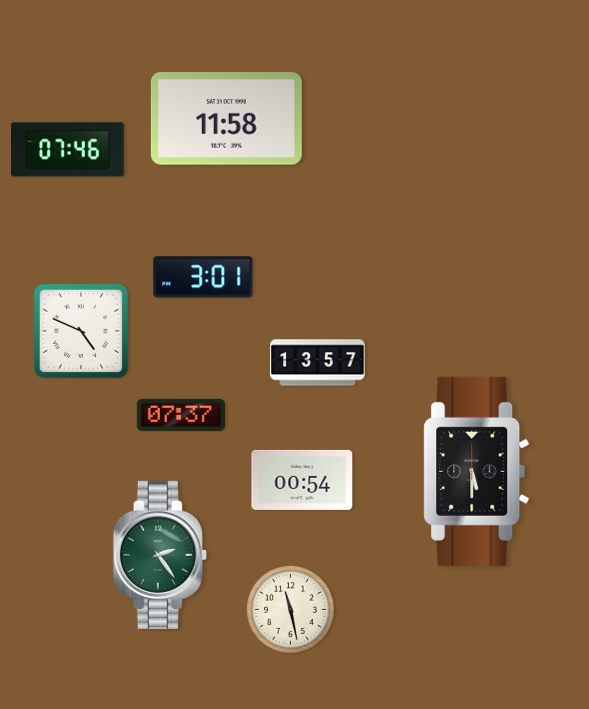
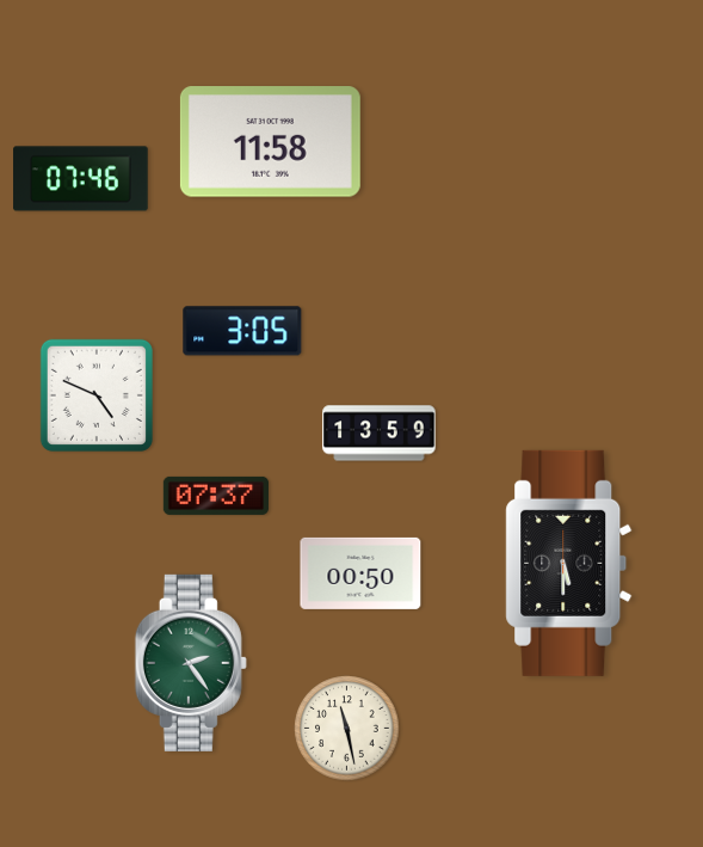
clock at (203, 277): 3:01 -> 3:05
clock at (318, 363): 13:57 -> 13:59
clock at (302, 480): 00:54 -> 00:50
